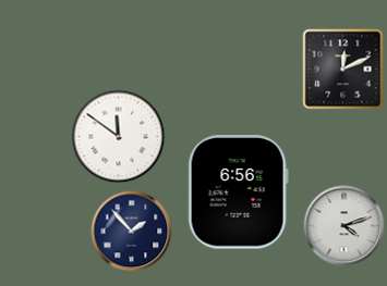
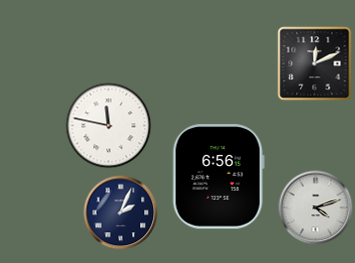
clock at (119, 137): 11:51 -> 11:47
clock at (132, 232): 1:53 -> 2:04
